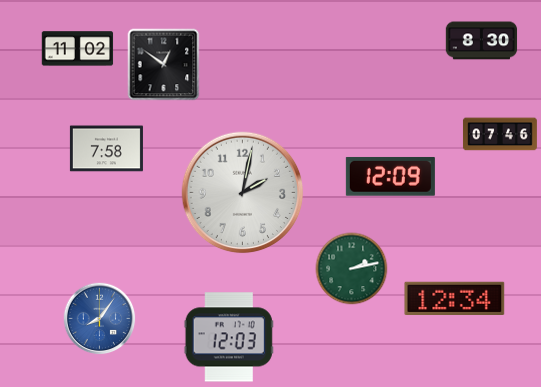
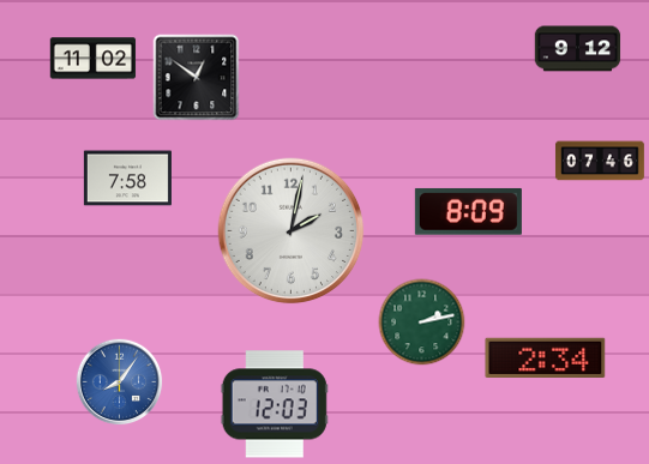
clock at (482, 41): 8:30 -> 9:12
clock at (390, 176): 12:09 -> 8:09
clock at (455, 298): 12:34 -> 2:34
